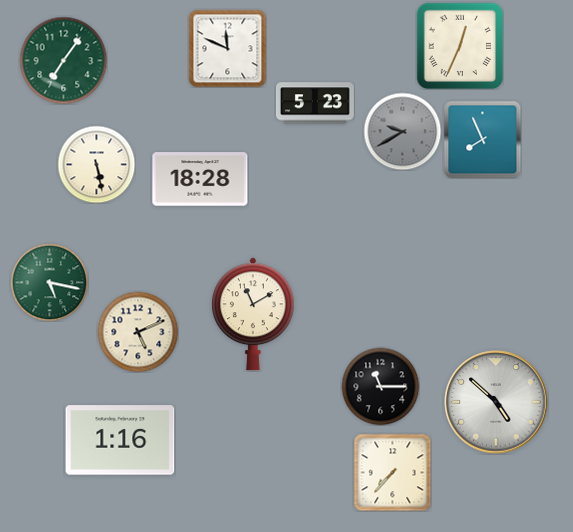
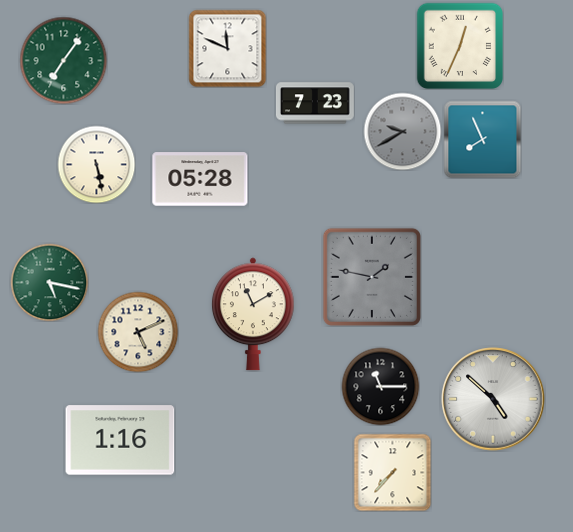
clock at (315, 103): 5:23 -> 7:23
clock at (200, 179): 18:28 -> 05:28
clock at (372, 277): none -> 1:47
clock at (496, 402) position: (496, 402) -> (493, 399)
